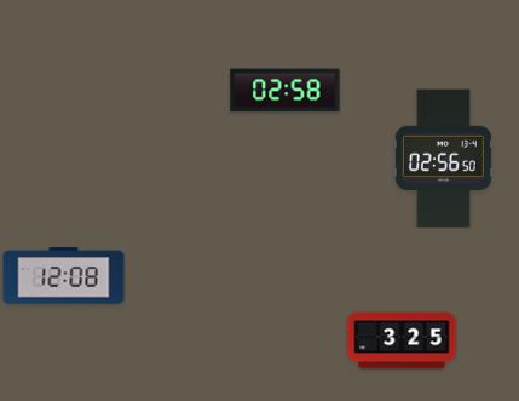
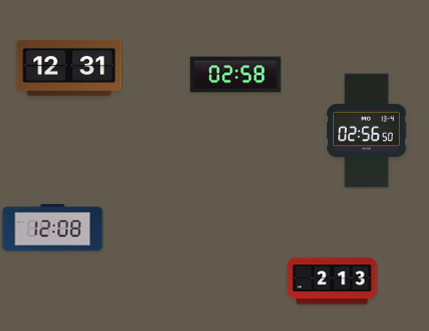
clock at (69, 68): none -> 12:31
clock at (402, 340): 3:25 -> 2:13
